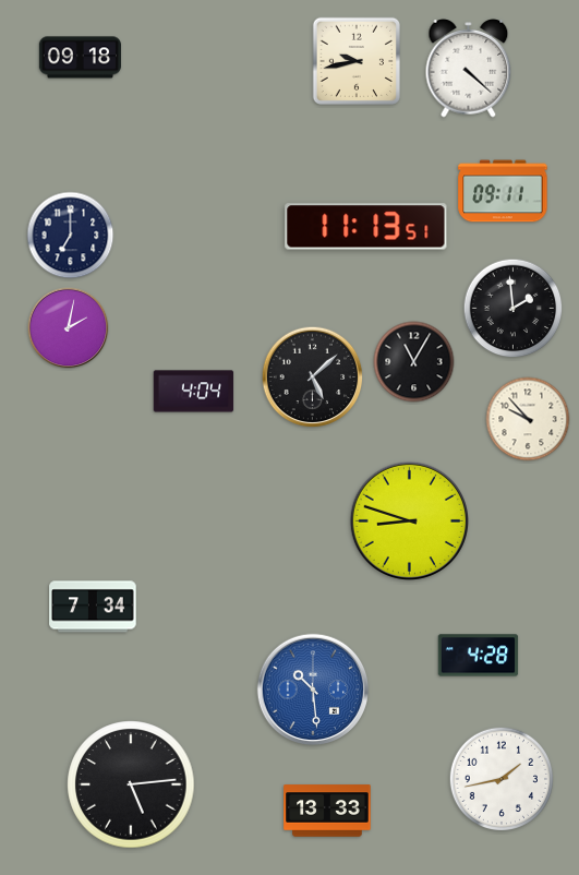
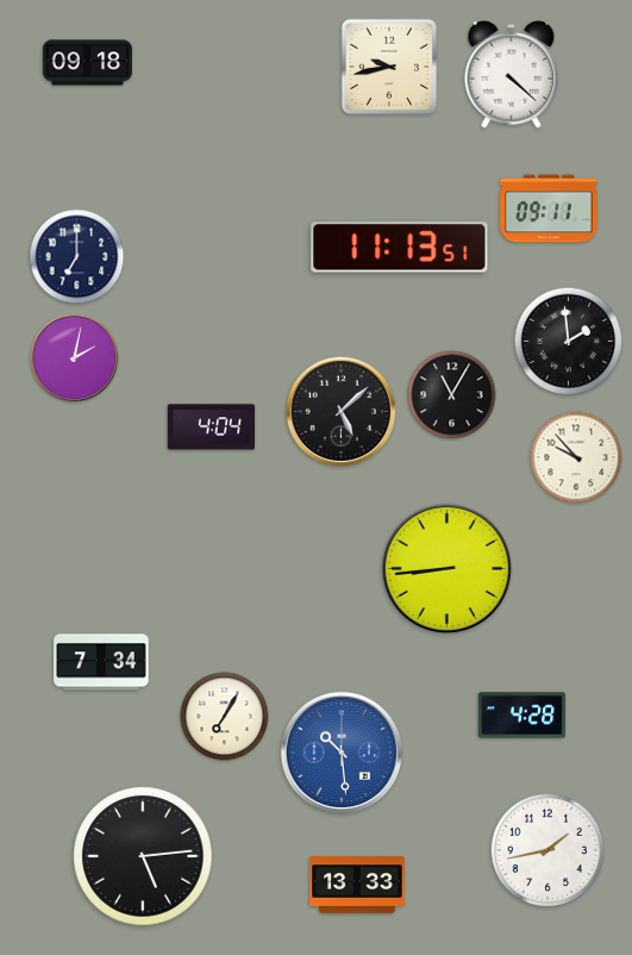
clock at (514, 309) position: (514, 309) -> (569, 342)
clock at (409, 520): 8:48 -> 8:44
clock at (225, 717): none -> 7:05
